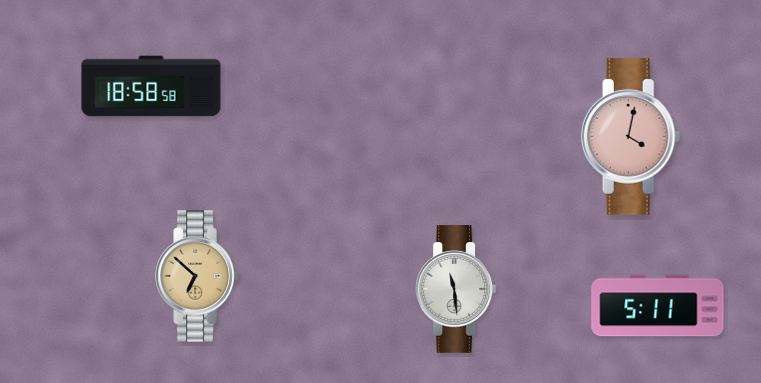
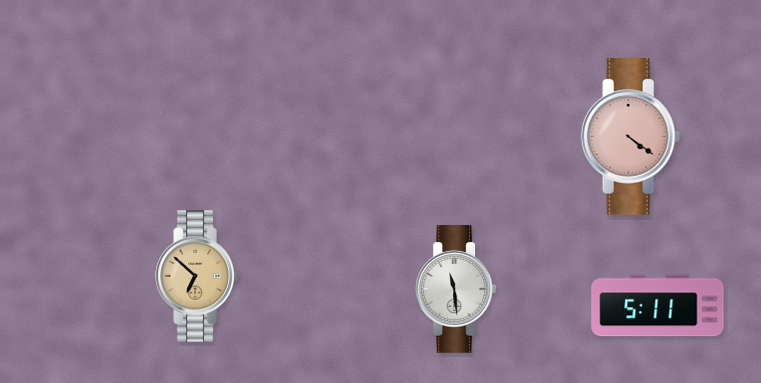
clock at (151, 86): 18:58 -> none
clock at (631, 137): 4:02 -> 4:21
